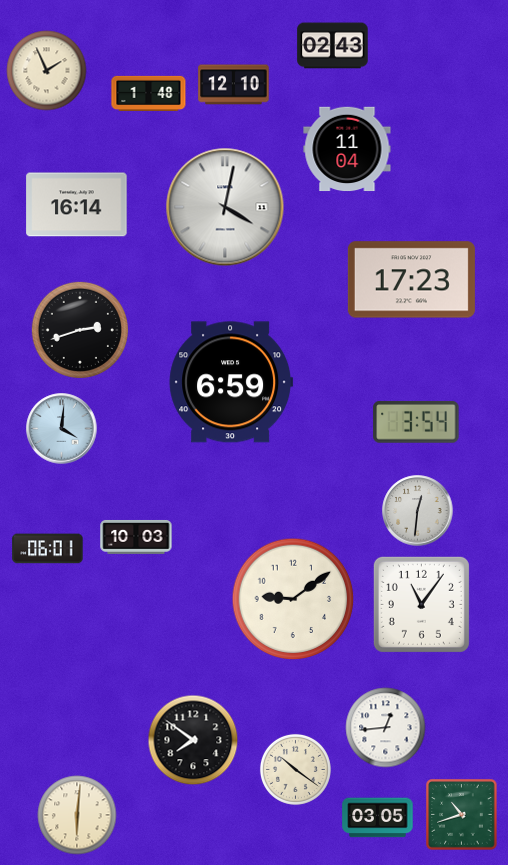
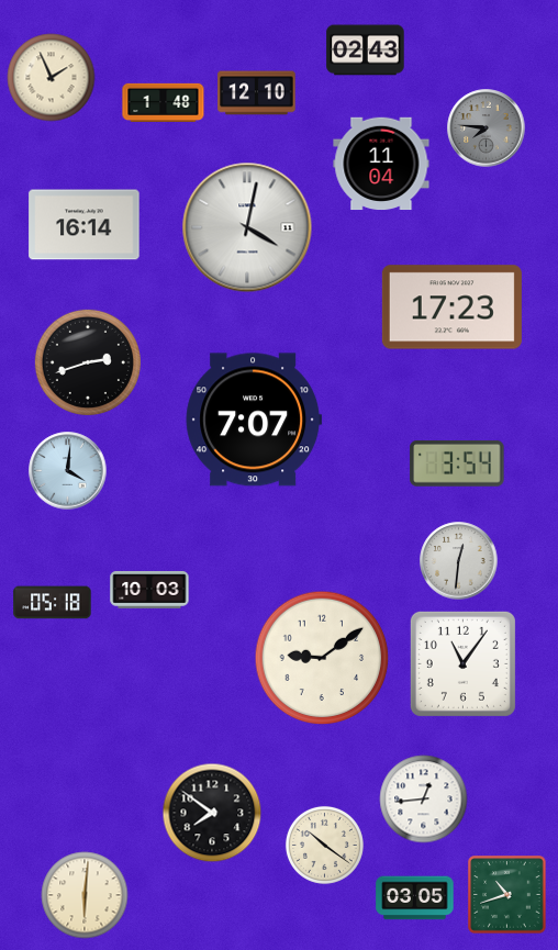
clock at (487, 128): none -> 7:46
clock at (231, 382): 6:59 -> 7:07
clock at (48, 549): 06:01 -> 05:18
